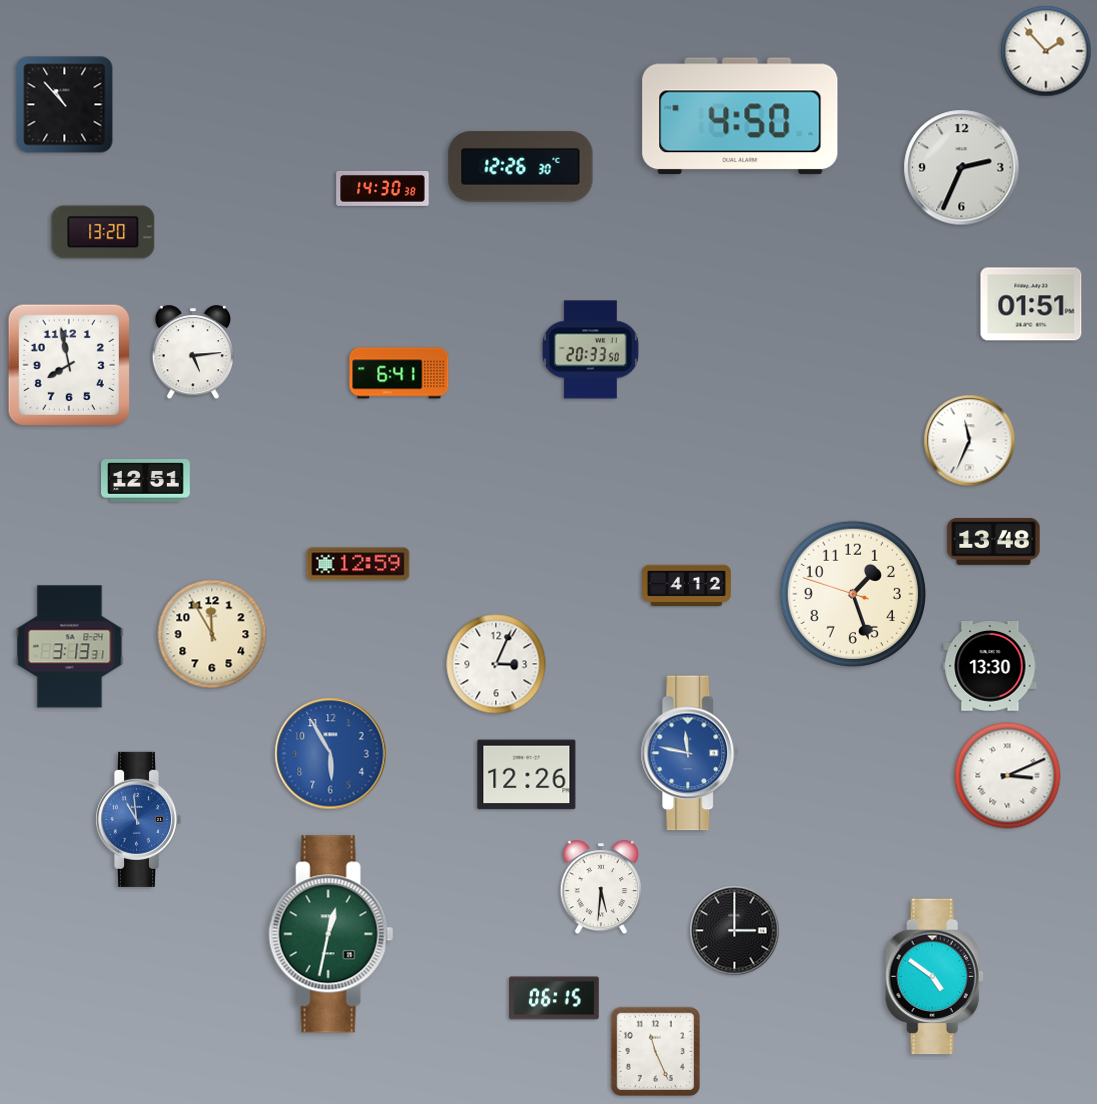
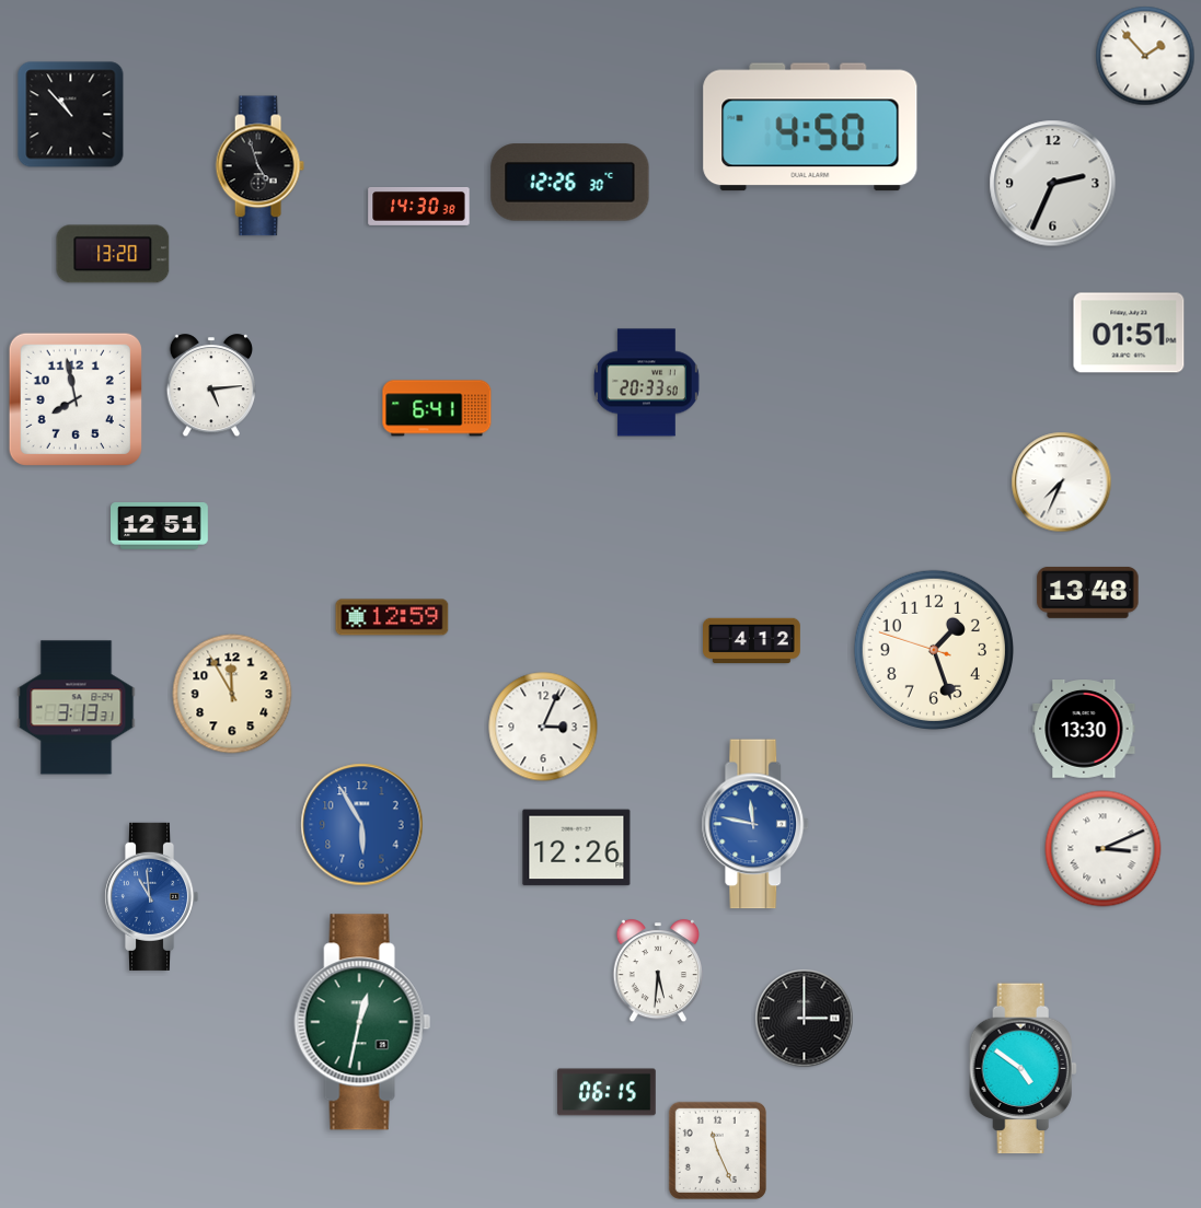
clock at (259, 166): none -> 4:57
clock at (970, 441): 11:34 -> 7:34
